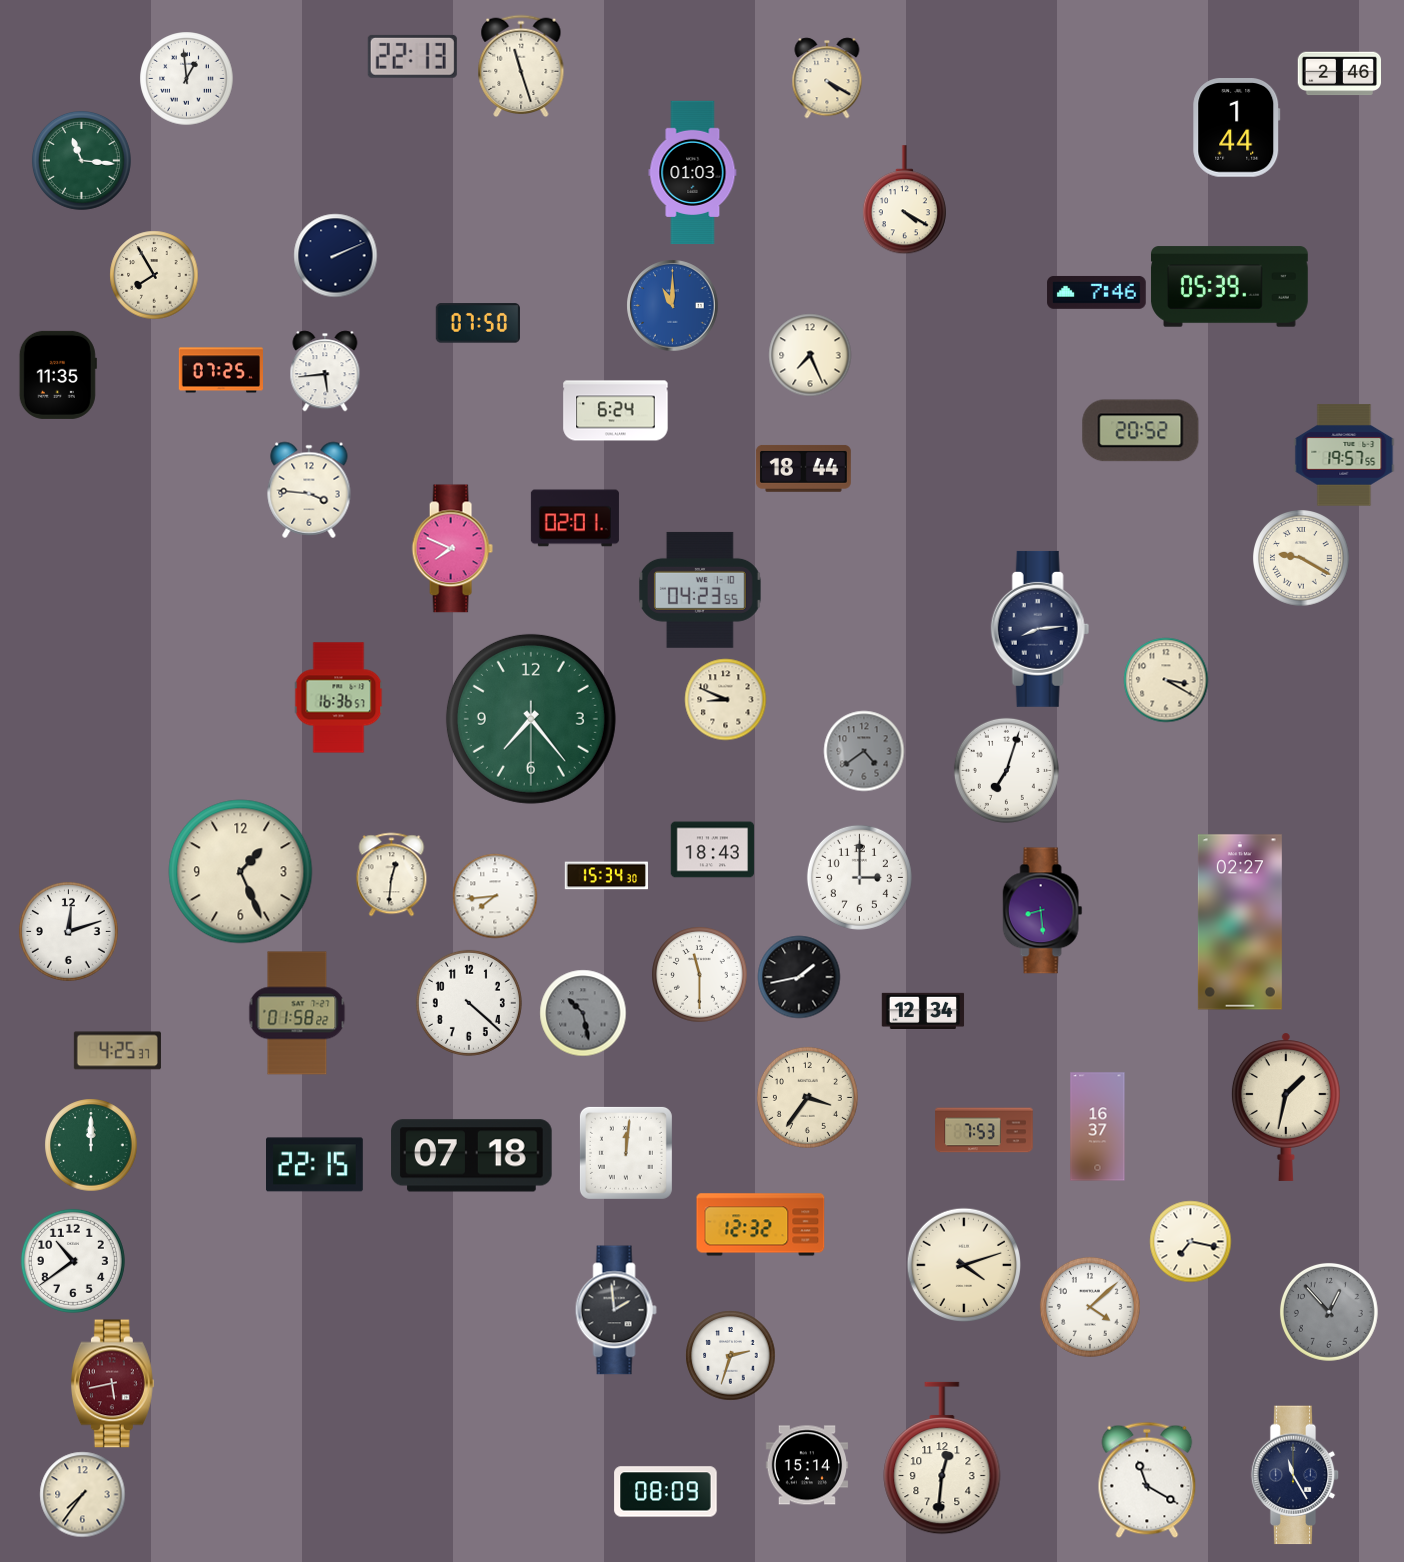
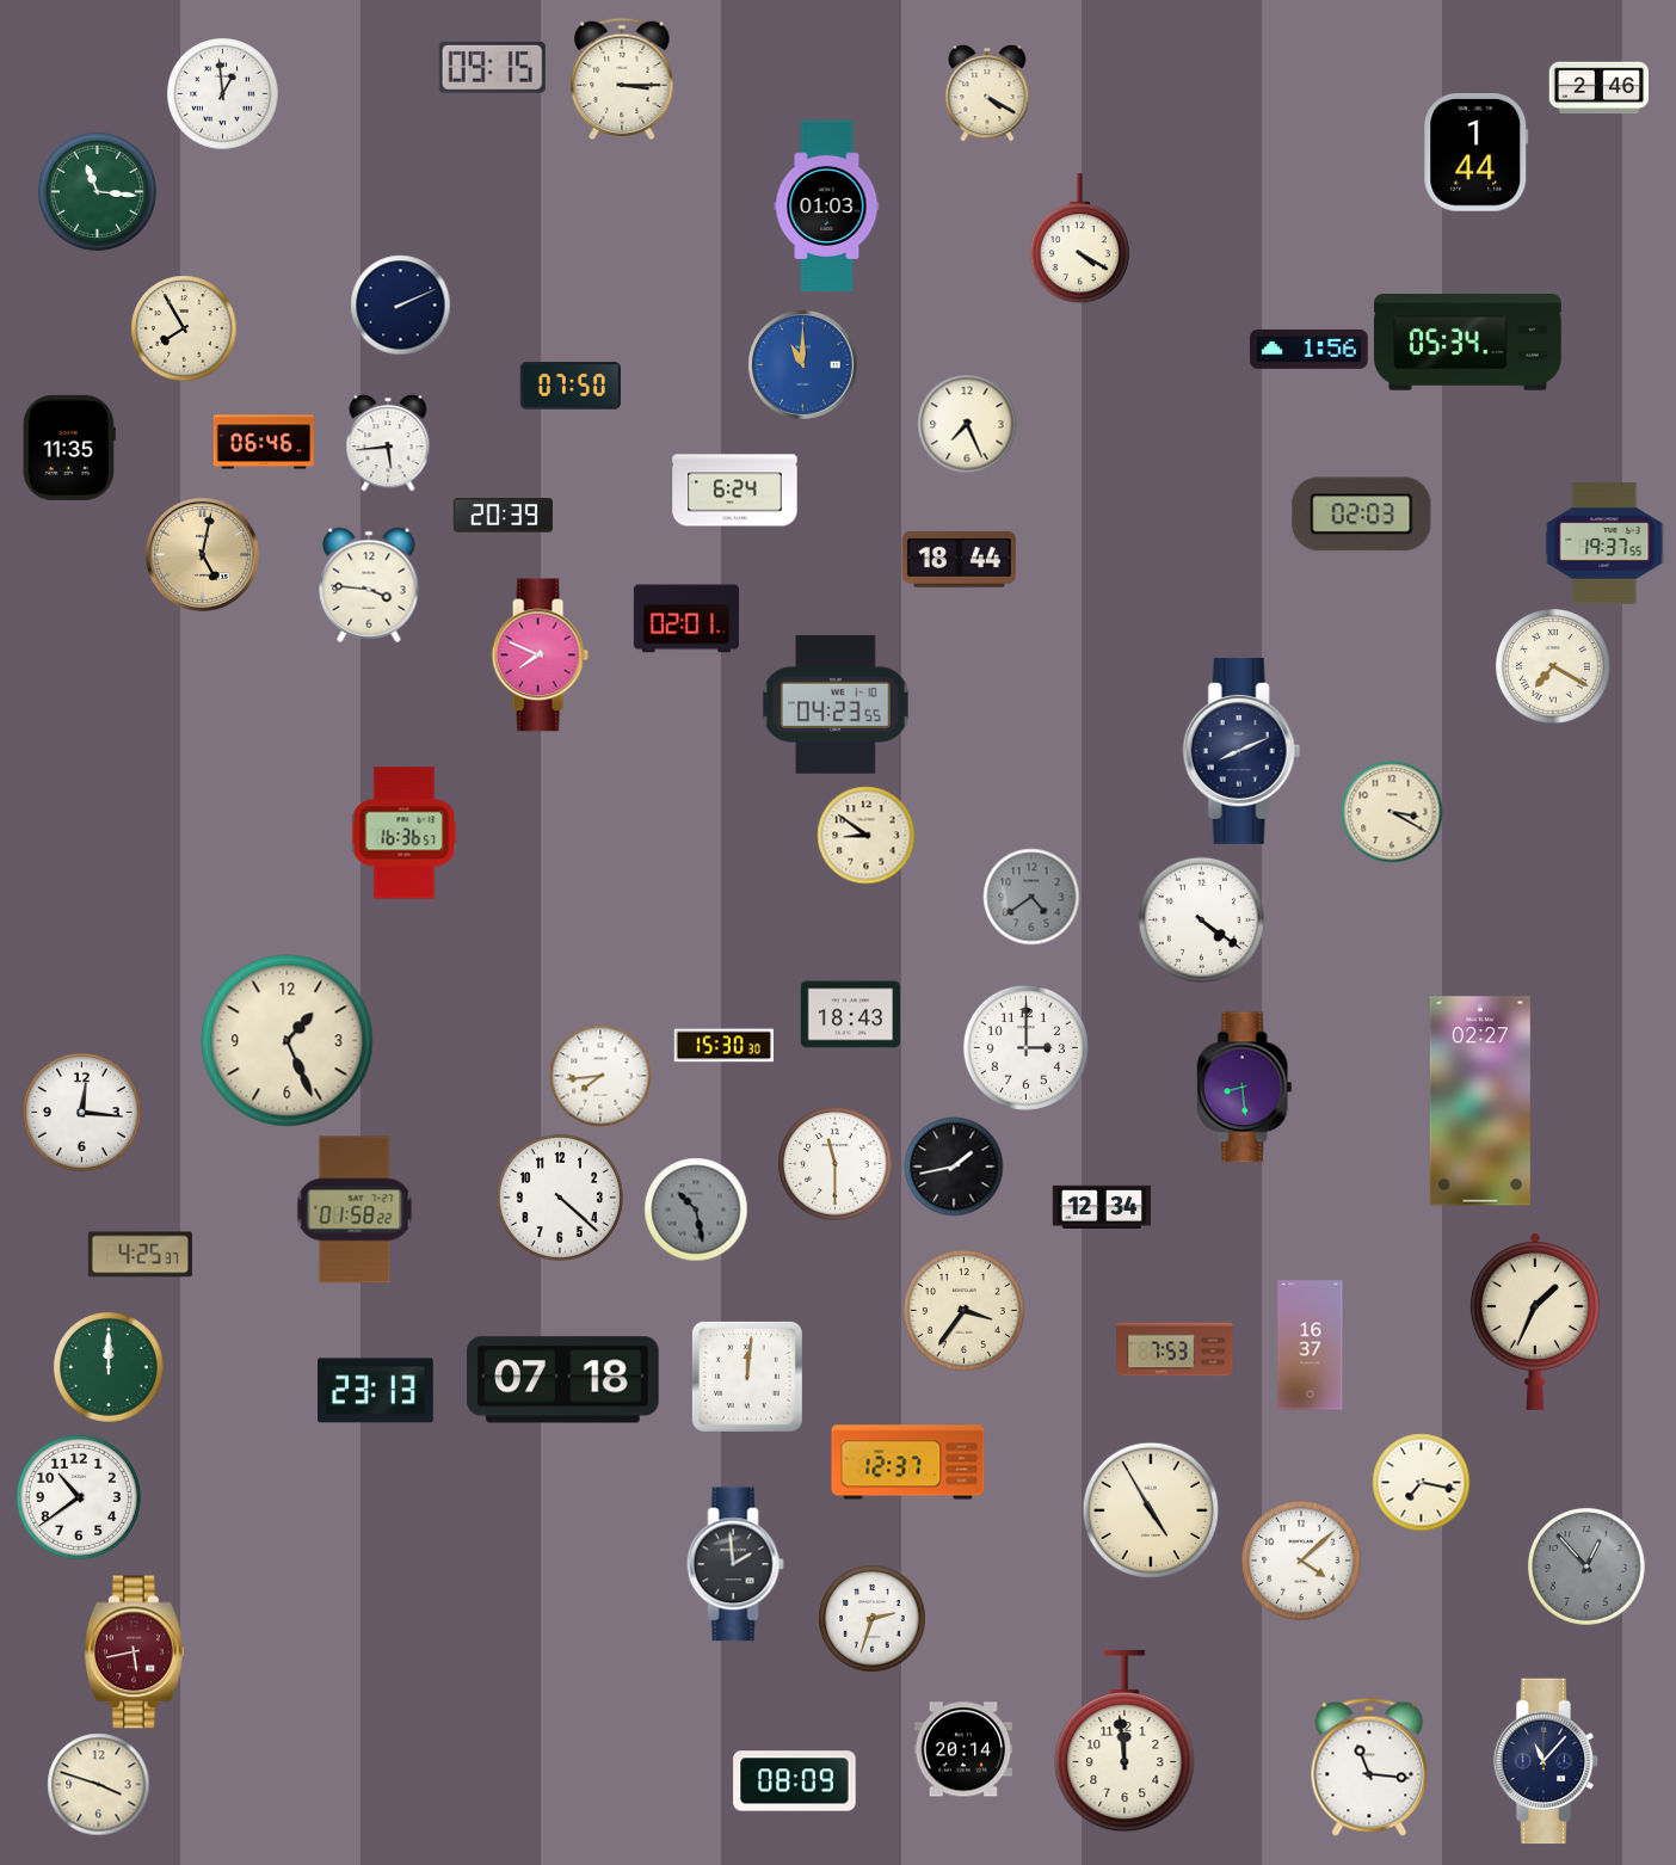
clock at (412, 56): 22:13 -> 09:15
clock at (521, 66): 11:27 -> 3:15
clock at (1229, 287): 05:39 -> 05:34
clock at (1097, 293): 7:46 -> 1:56
clock at (220, 370): 07:25 -> 06:46
clock at (1141, 431): 20:52 -> 02:03
clock at (503, 516): none -> 20:39
clock at (1344, 455): 19:57 -> 19:37
clock at (202, 554): none -> 5:02
clock at (1301, 558): 9:20 -> 7:20
clock at (1040, 629): 8:14 -> 8:11
clock at (725, 699): 8:49 -> 8:51
clock at (531, 719): 7:23 -> none
clock at (1006, 770): 7:03 -> 4:21
clock at (392, 874): 12:31 -> none
clock at (606, 876): 15:34 -> 15:30
clock at (495, 896) position: (495, 896) -> (600, 1076)
clock at (68, 931): 12:12 -> 12:16
clock at (1286, 1107): 1:32 -> 1:34
clock at (315, 1165): 22:15 -> 23:13
clock at (761, 1225): 12:32 -> 12:37
clock at (73, 1261) position: (73, 1261) -> (79, 1497)
clock at (963, 1264): 4:12 -> 4:55
clock at (942, 1458): 12:31 -> 11:59
clock at (807, 1465): 15:14 -> 20:14
clock at (1295, 1475): 11:25 -> 11:07
clock at (1147, 1480): 11:20 -> 11:16
clock at (82, 1494): 7:36 -> 3:48
